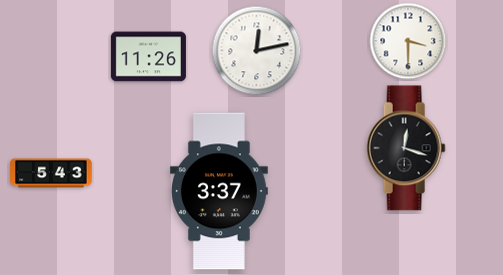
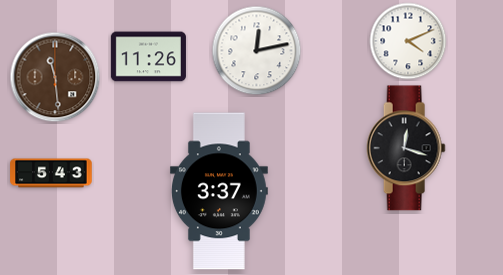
clock at (408, 41): 3:30 -> 4:11
clock at (55, 77): none -> 11:29
